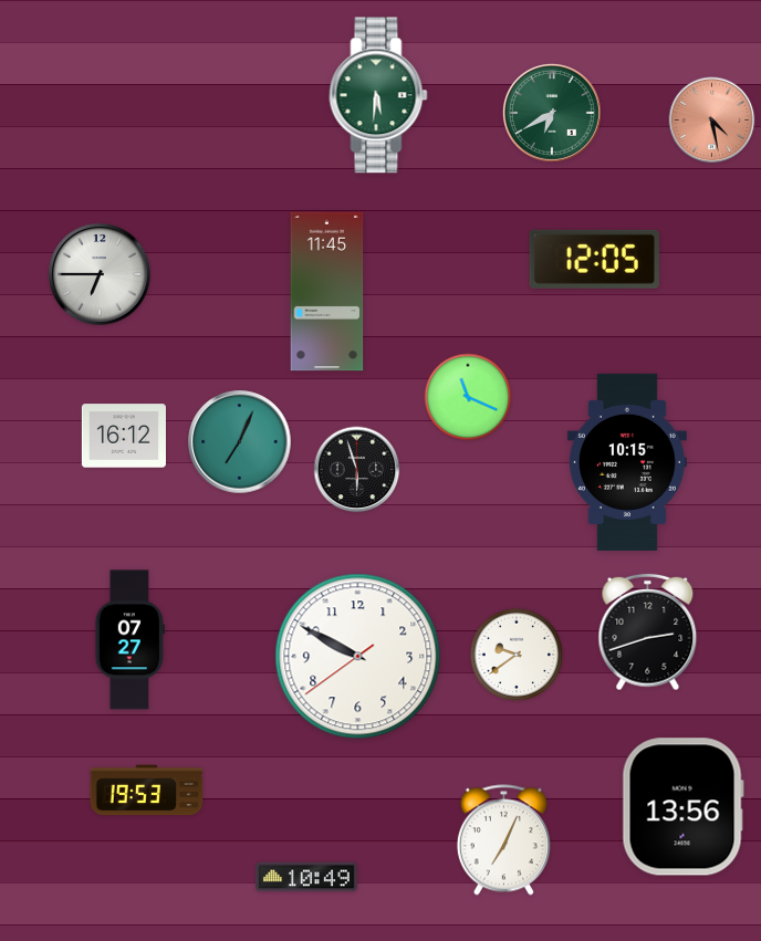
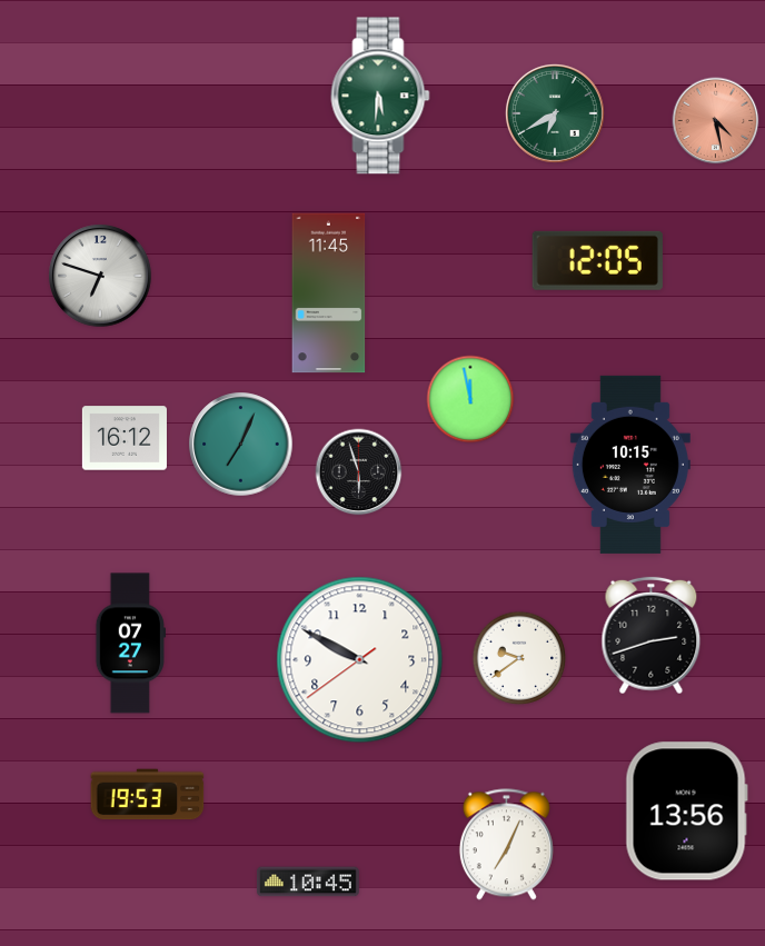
clock at (100, 274): 6:45 -> 6:48
clock at (468, 397): 11:19 -> 11:58
clock at (306, 877): 10:49 -> 10:45
